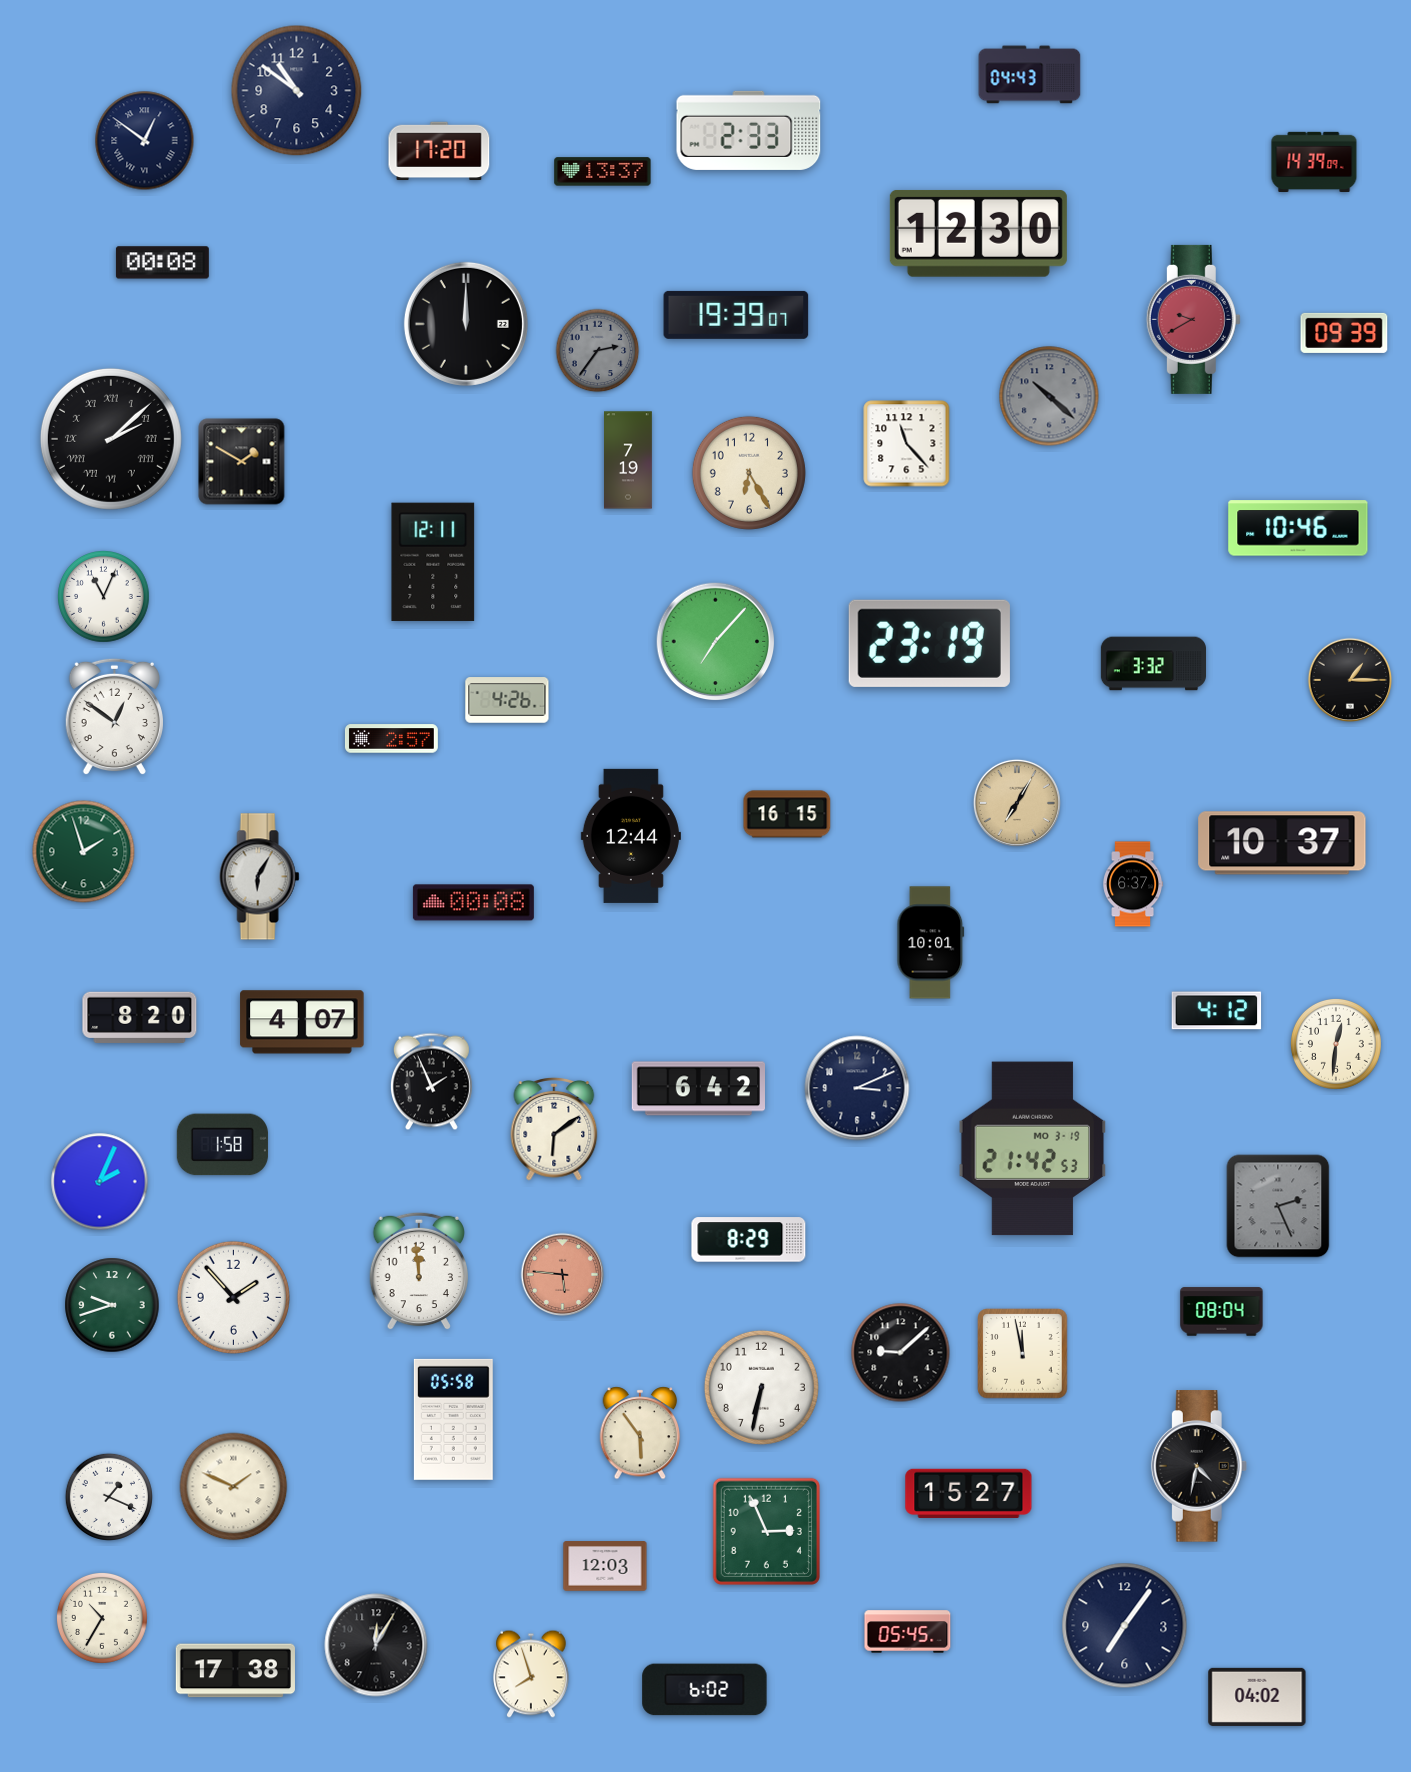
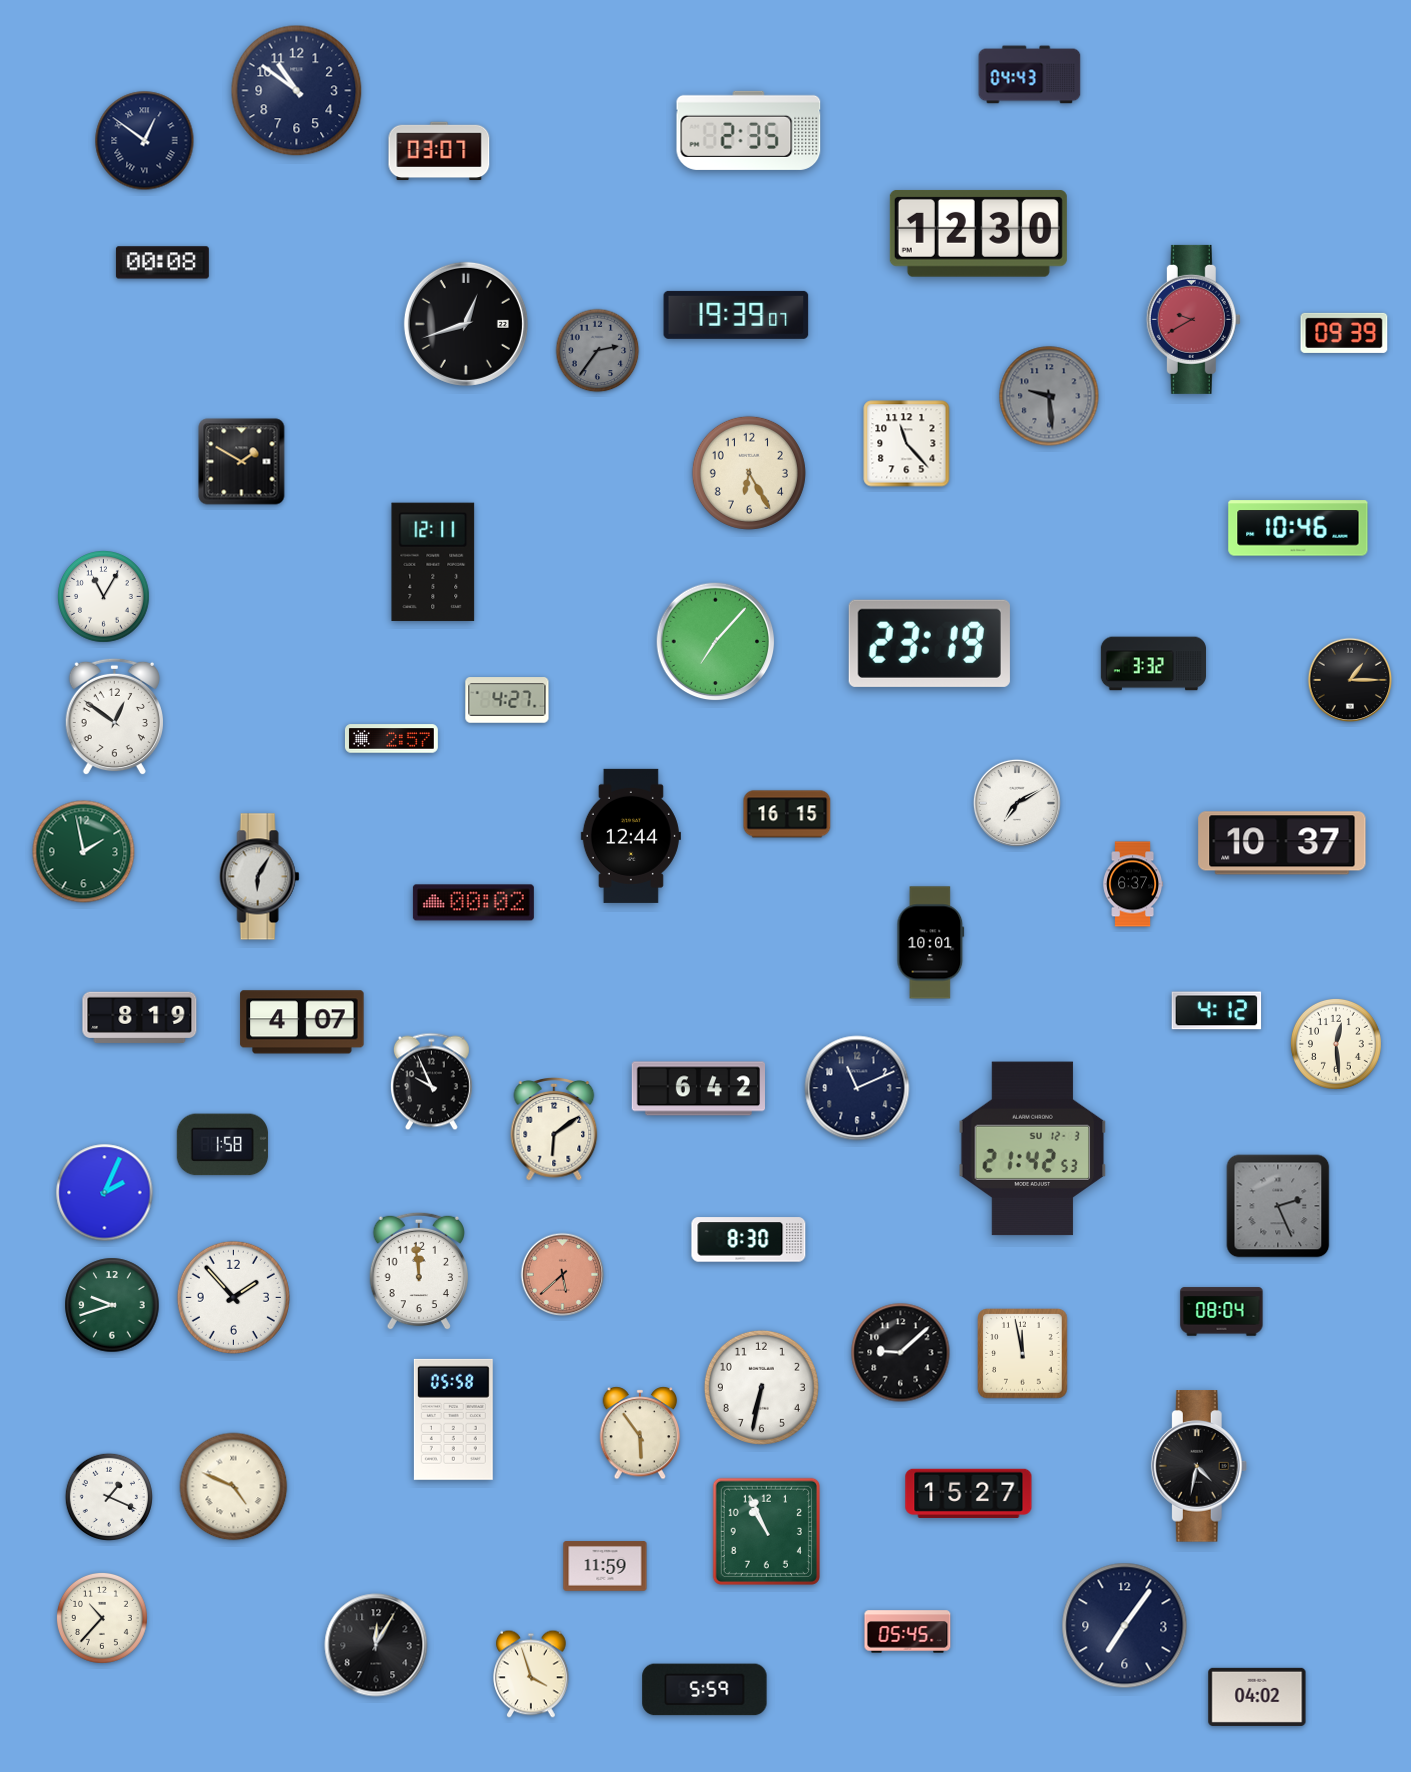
clock at (749, 130): 2:33 -> 2:35
clock at (439, 151): 17:20 -> 03:07
clock at (1314, 161): 14:39 -> none
clock at (603, 172): 13:37 -> none
clock at (466, 324): 12:00 -> 12:42
clock at (1049, 396): 10:22 -> 9:29
clock at (111, 439): 2:08 -> none
clock at (629, 460): 7:19 -> none
clock at (104, 597): 11:04 -> 11:05
clock at (507, 700): 4:26 -> 4:27
clock at (1017, 803): 7:05 -> 7:10
clock at (1017, 803) dial: champagne -> white
clock at (84, 852): 1:57 -> 1:58
clock at (473, 903): 00:08 -> 00:02
clock at (140, 1017): 8:20 -> 8:19
clock at (1336, 1044): 12:31 -> 12:29
clock at (431, 1082): 1:56 -> 9:56
clock at (857, 1088): 3:11 -> 11:11
clock at (1033, 1149) date: MO 3-19 -> SU 12-3
clock at (100, 1182) position: (100, 1182) -> (105, 1193)
clock at (749, 1240): 8:29 -> 8:30
clock at (563, 1275): 5:46 -> 5:38
clock at (234, 1487): 1:49 -> 4:49
clock at (766, 1531): 2:56 -> 10:56
clock at (605, 1566): 12:03 -> 11:59
clock at (102, 1618): 10:35 -> 10:37
clock at (235, 1671): 17:38 -> none
clock at (531, 1674): 7:57 -> 3:57
clock at (705, 1690): 6:02 -> 5:59
